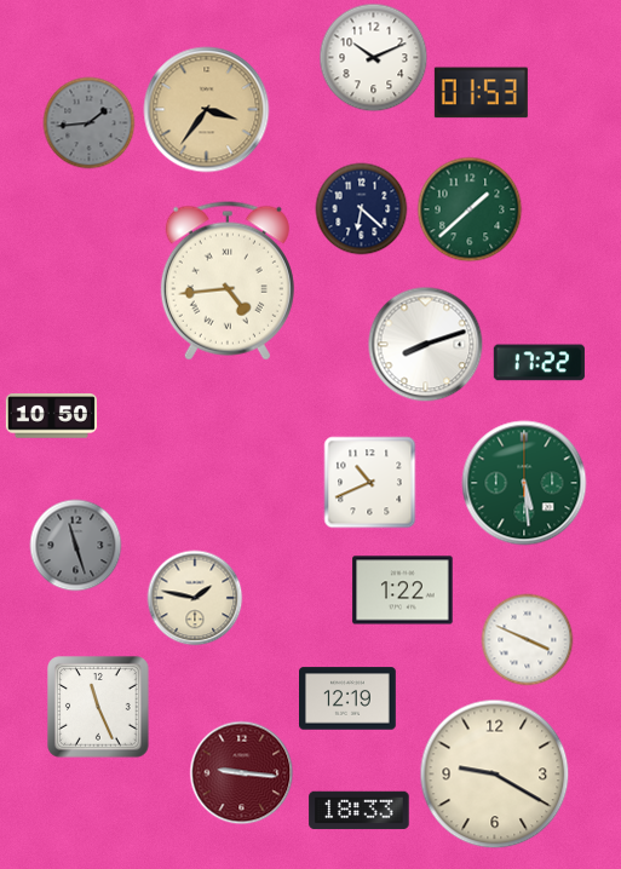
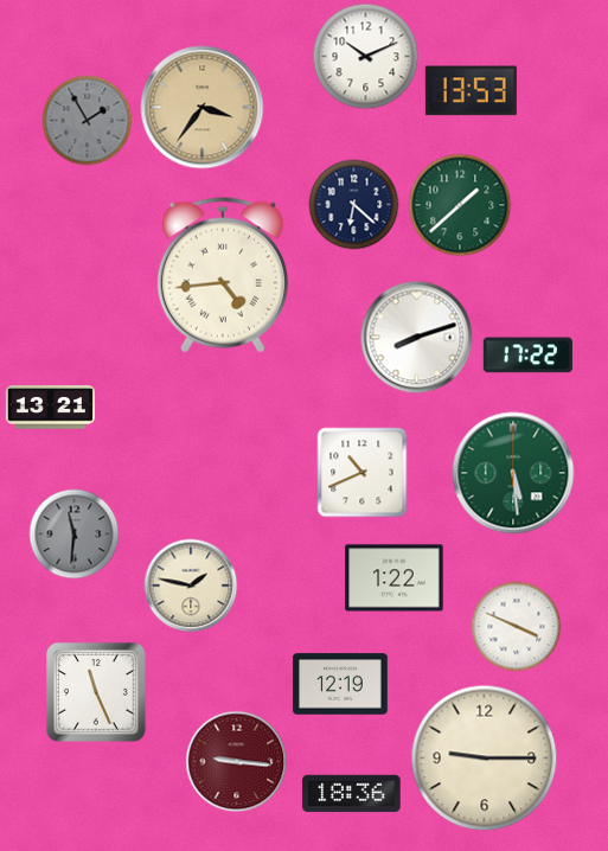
clock at (481, 93): 01:53 -> 13:53
clock at (90, 123): 1:44 -> 1:55
clock at (51, 416): 10:50 -> 13:21
clock at (76, 546): 11:27 -> 11:31
clock at (242, 773) position: (242, 773) -> (237, 762)
clock at (495, 775): 9:20 -> 9:15
clock at (360, 811): 18:33 -> 18:36
